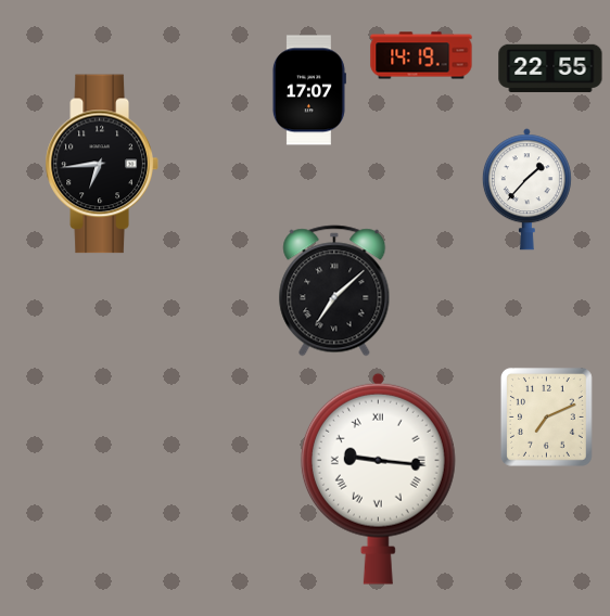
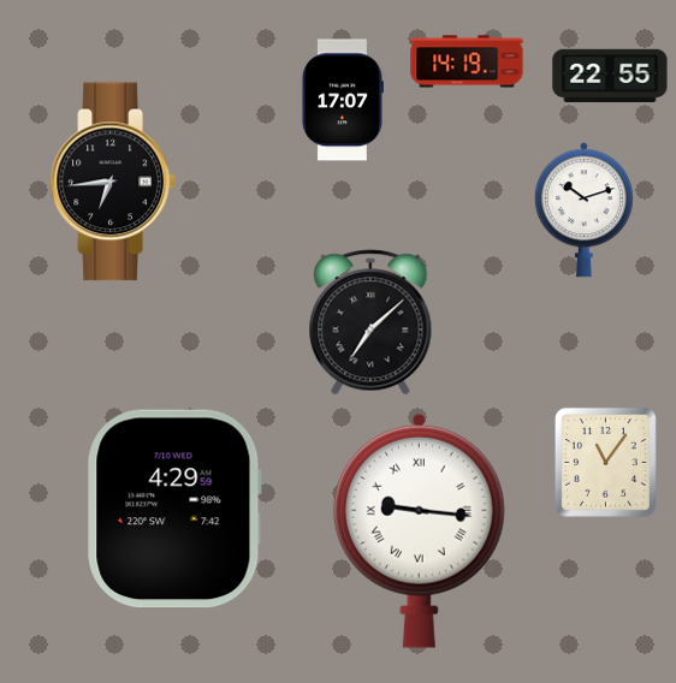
clock at (526, 190): 1:37 -> 10:12
clock at (546, 416): 7:11 -> 11:06
clock at (174, 509): none -> 4:29
